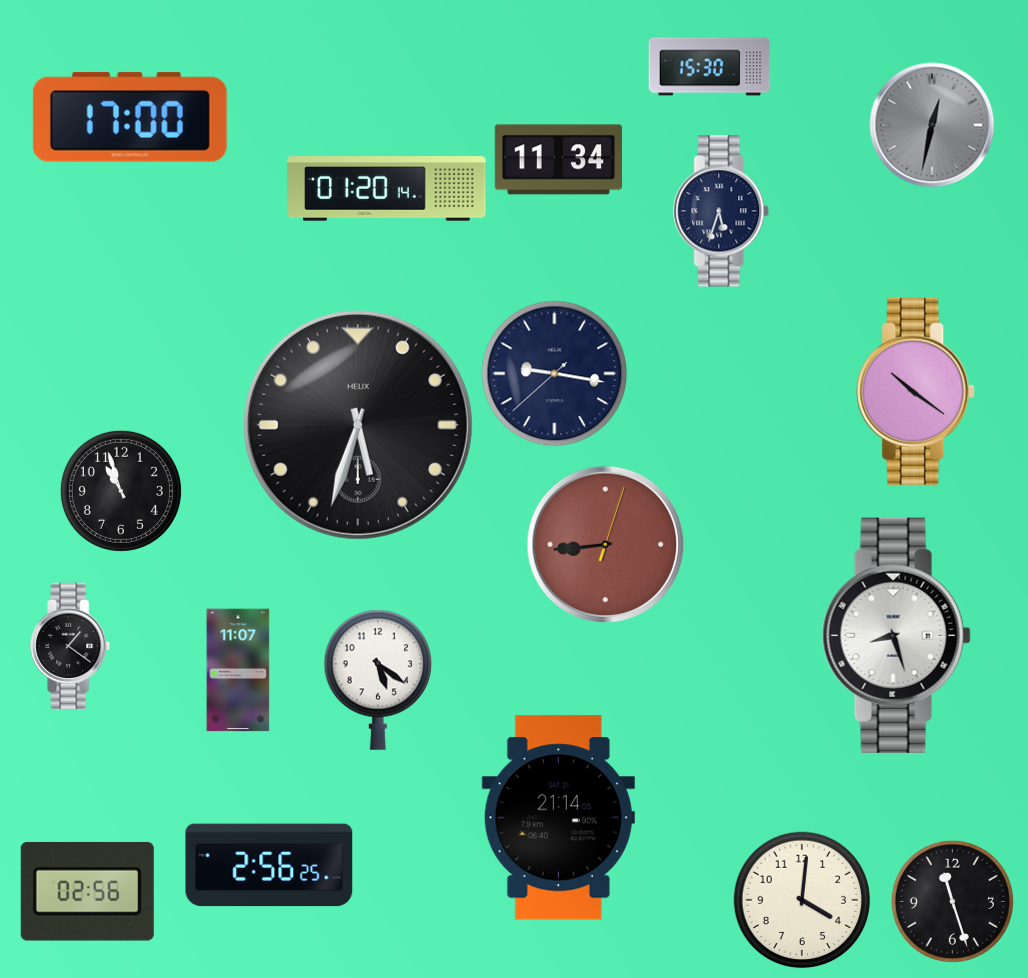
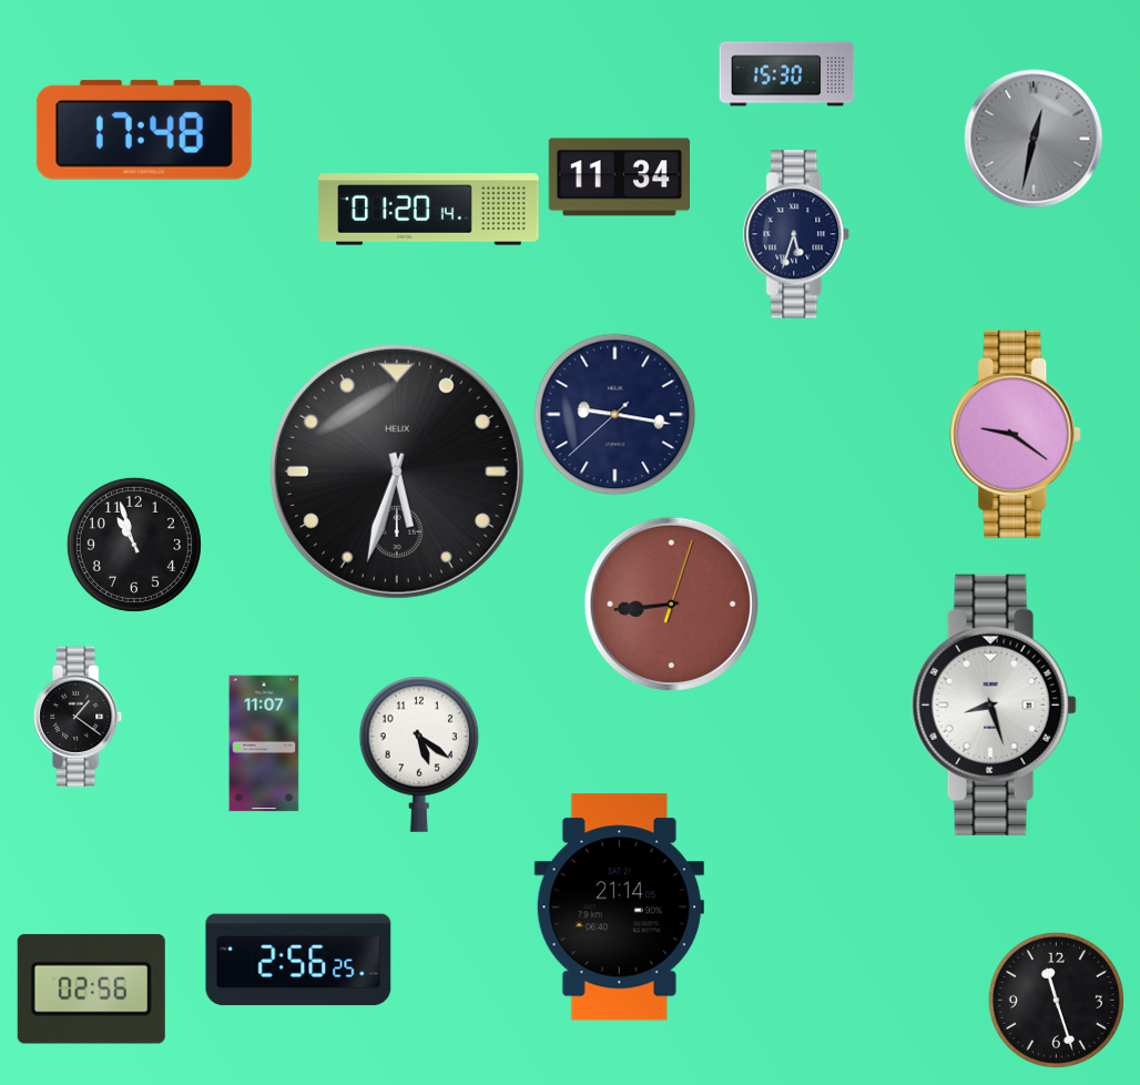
clock at (130, 117): 17:00 -> 17:48
clock at (722, 211) position: (722, 211) -> (797, 234)
clock at (916, 391): 10:21 -> 9:21
clock at (87, 891) position: (87, 891) -> (91, 988)
clock at (802, 900): 4:01 -> none
